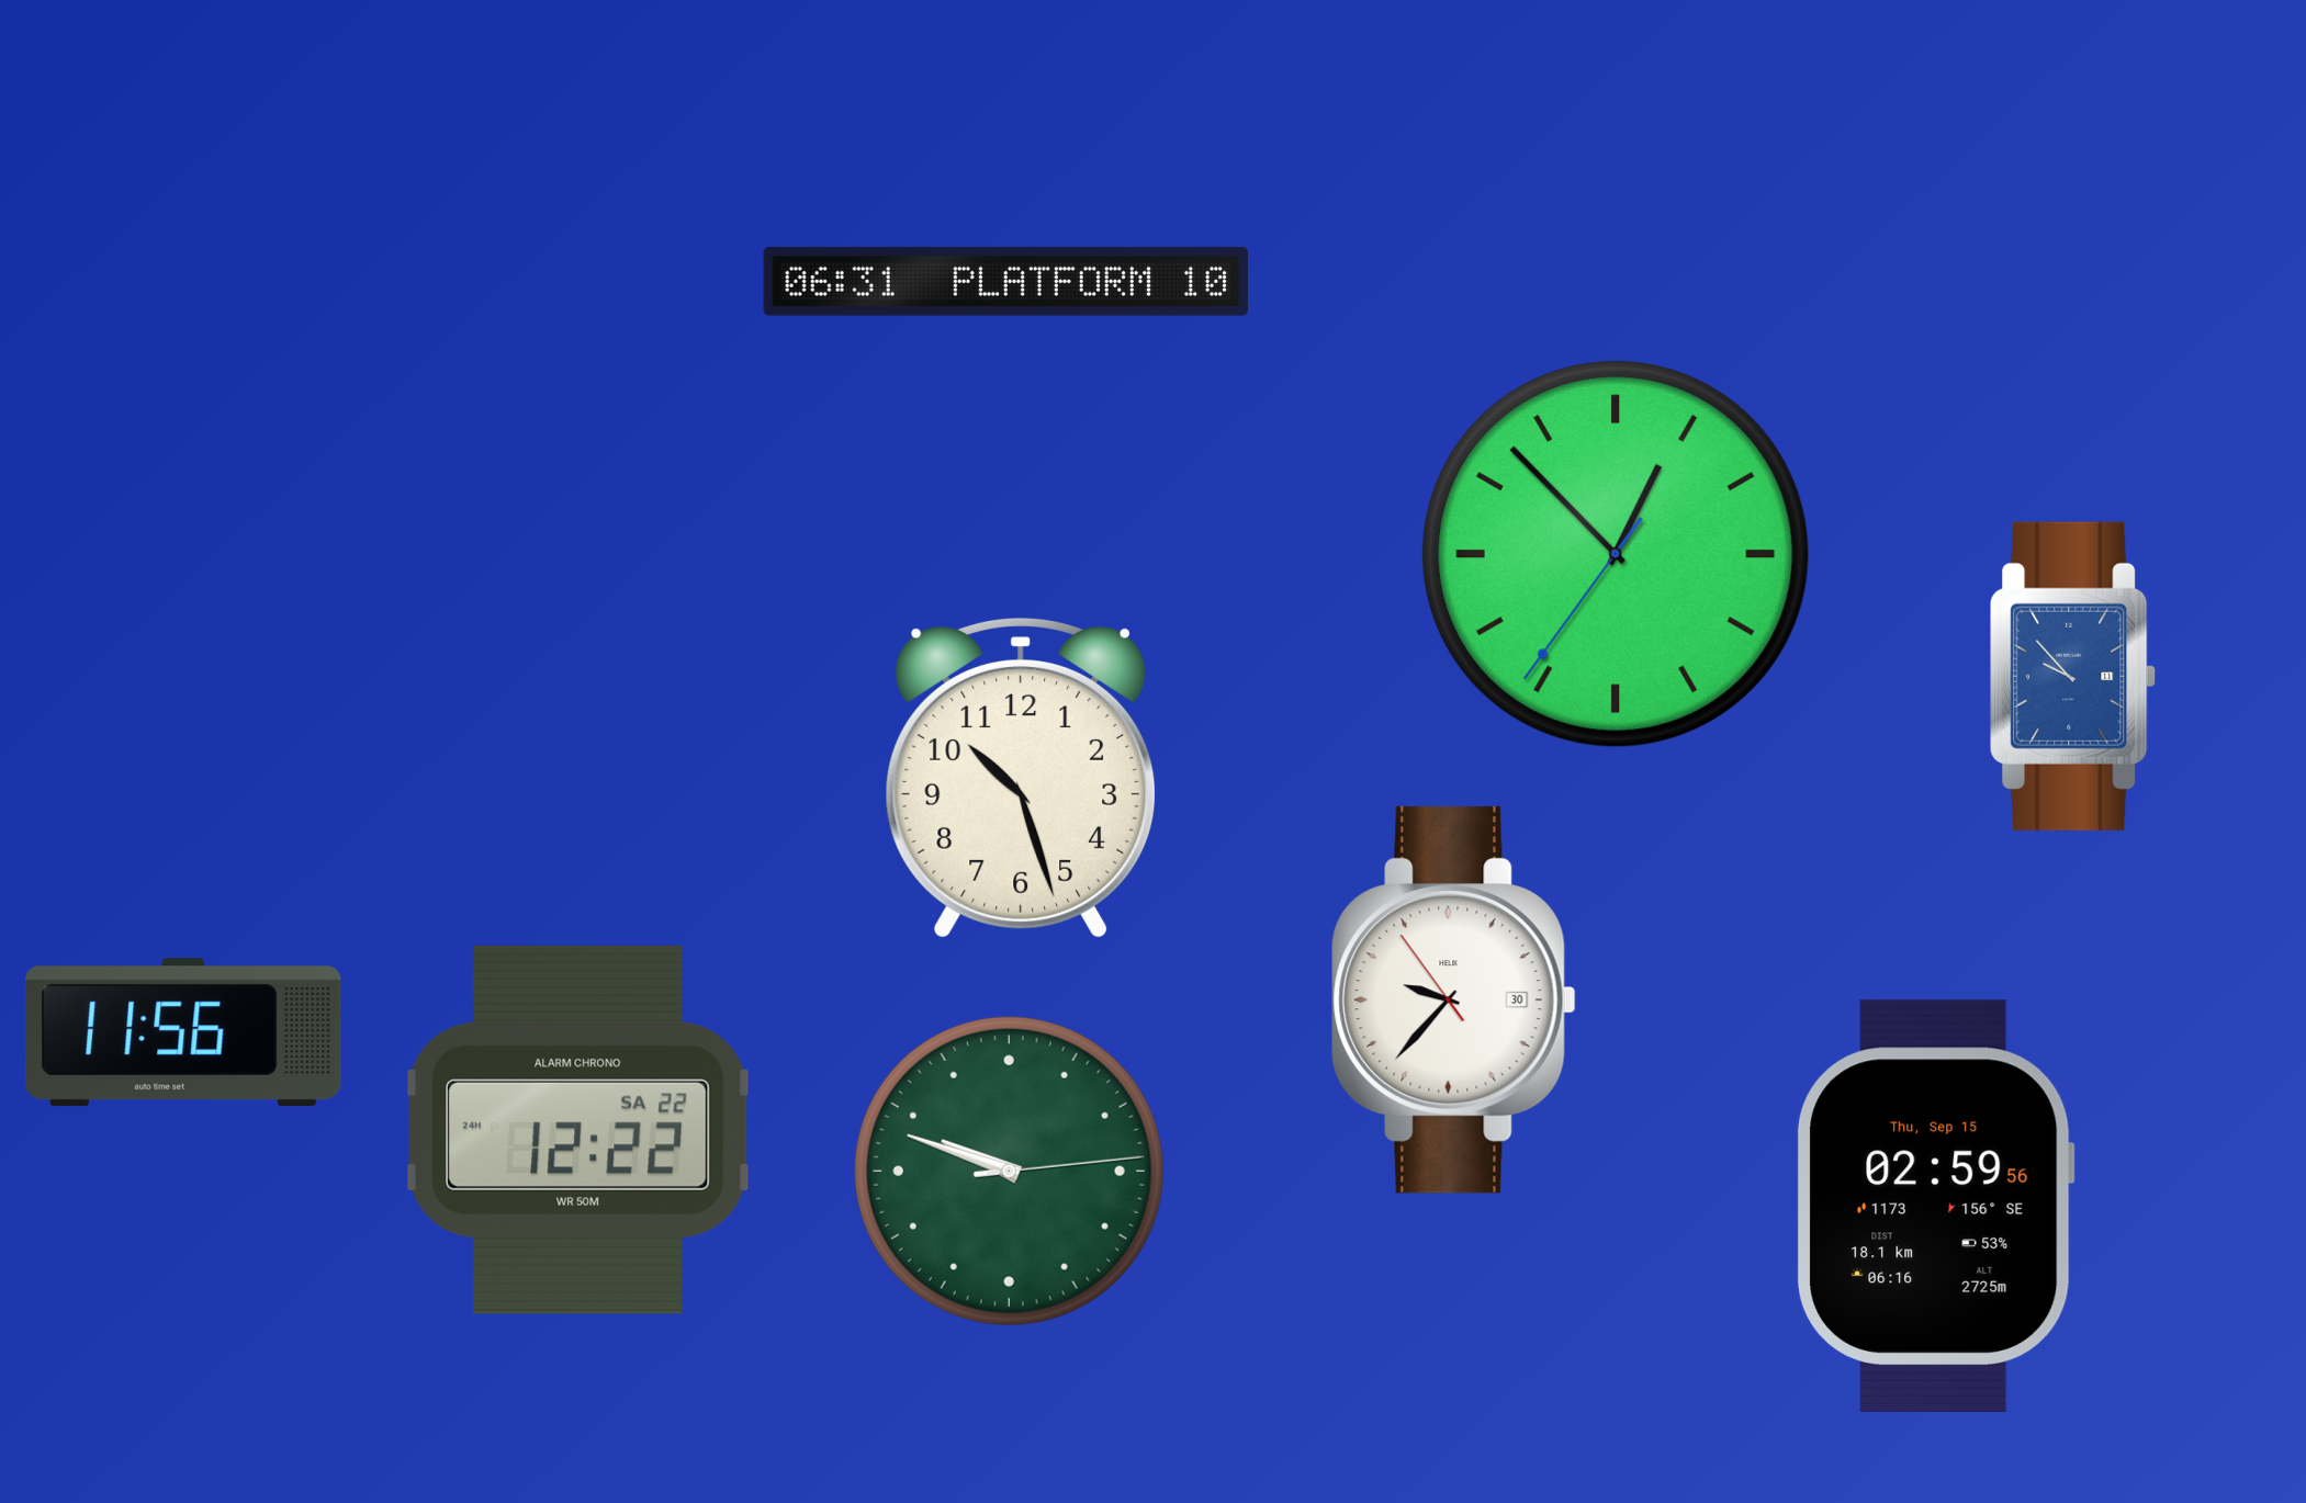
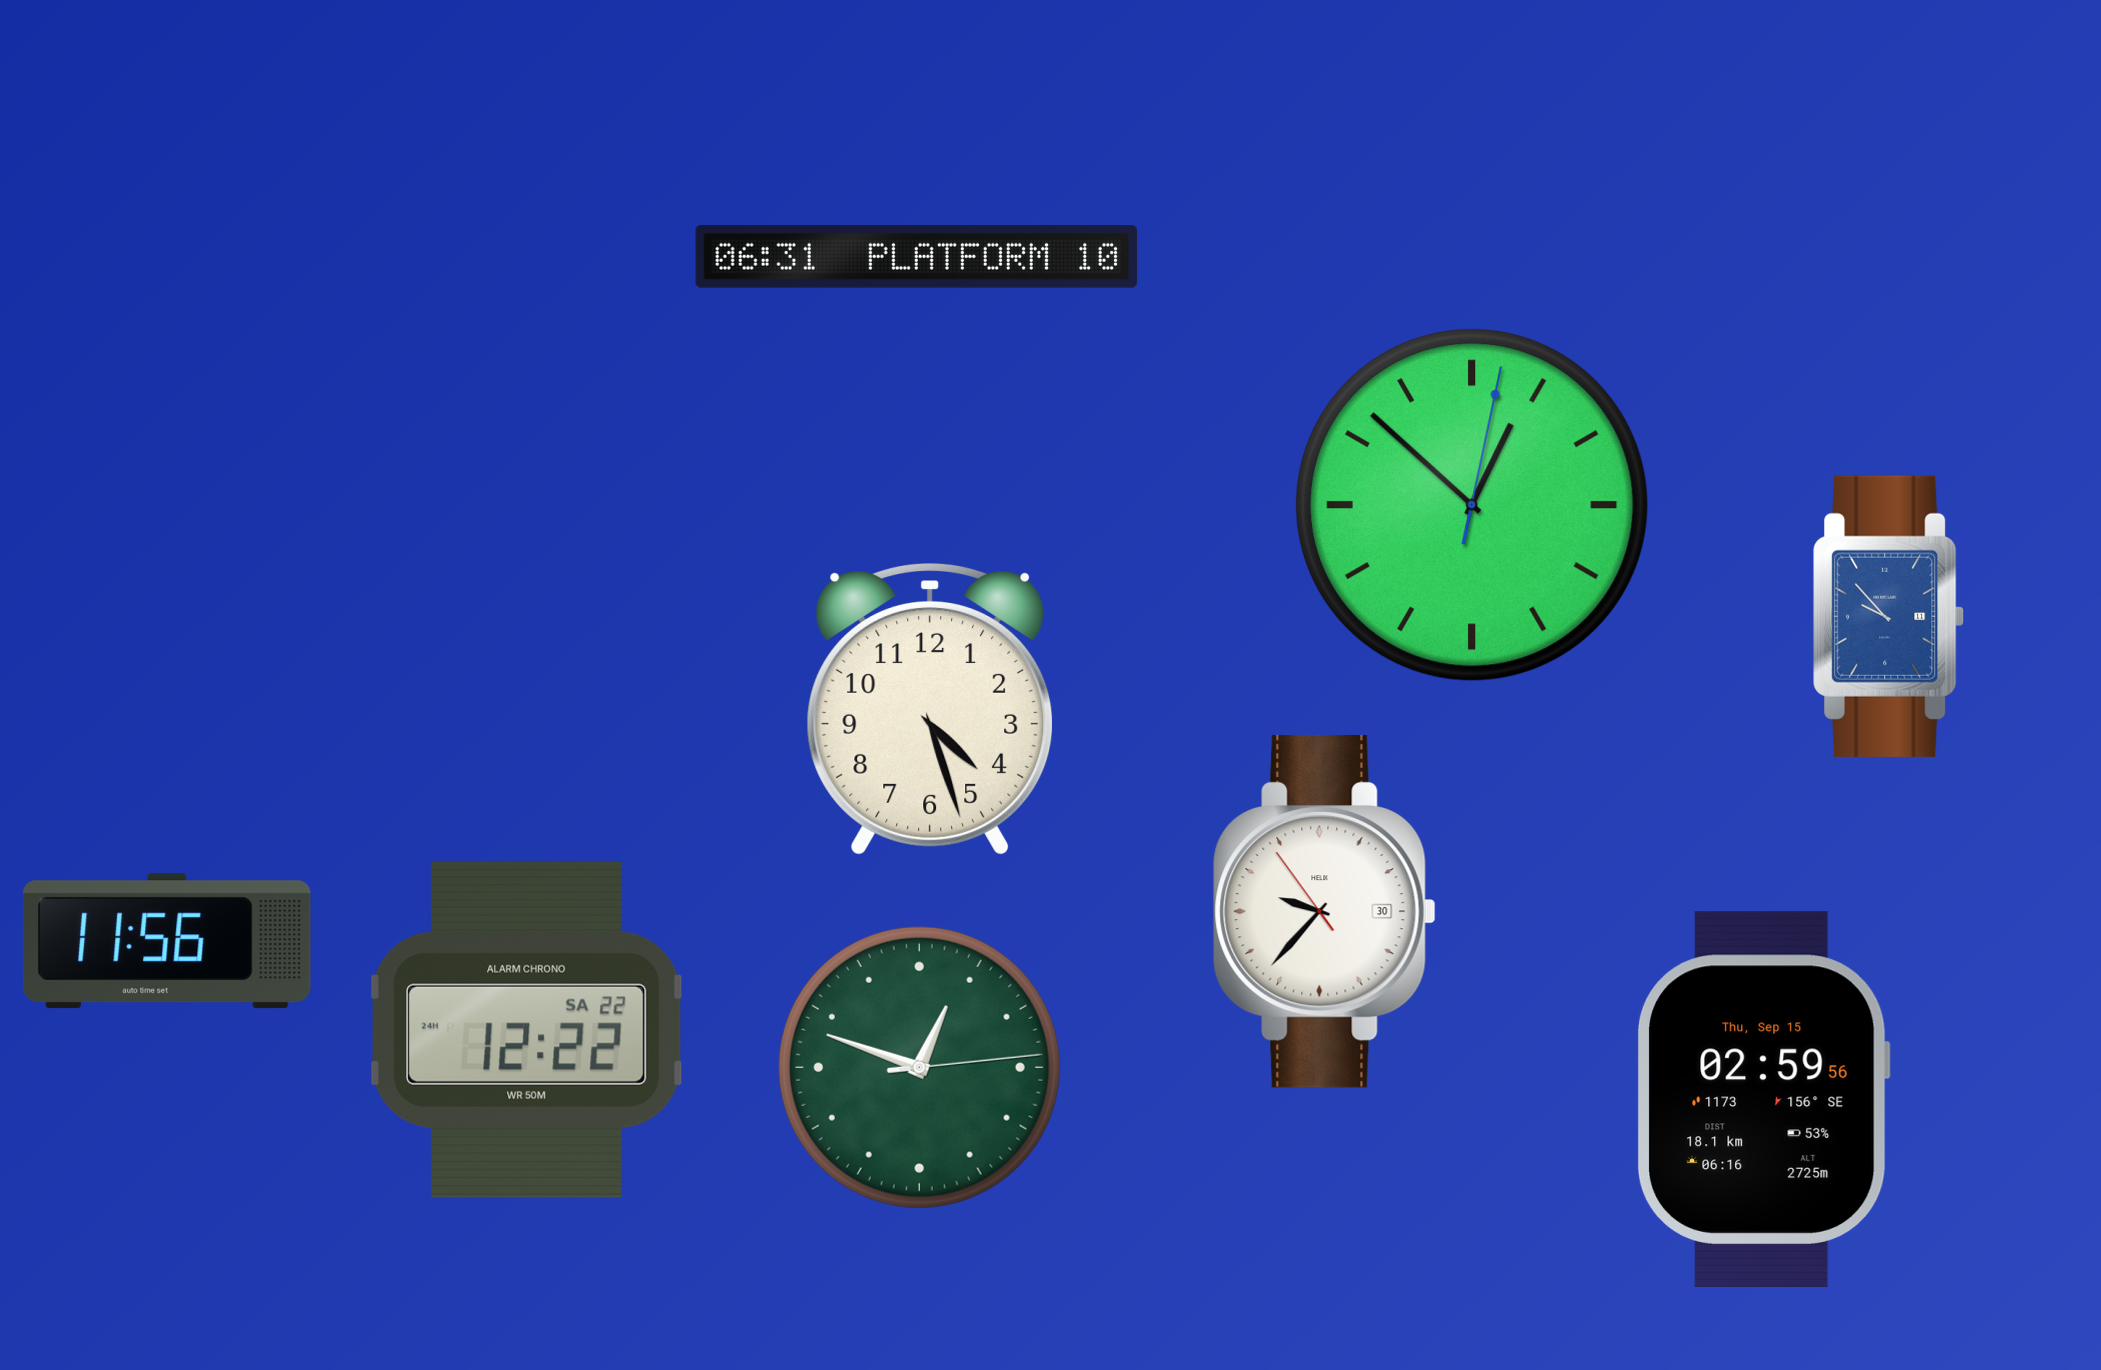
clock at (1616, 554): 12:52:36 -> 12:52:02
clock at (1021, 778): 10:27 -> 4:27
clock at (1009, 1171): 9:48 -> 12:48
